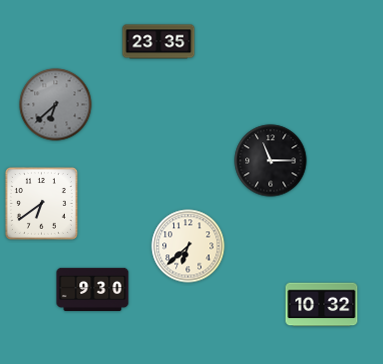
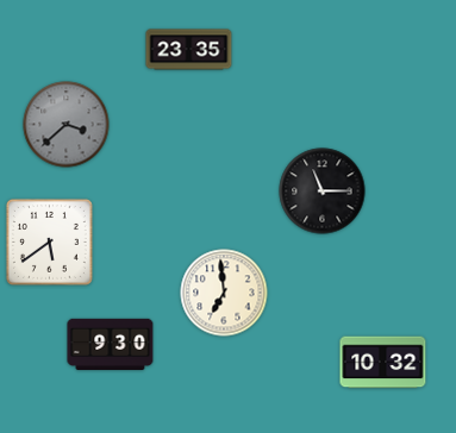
clock at (56, 105): 6:38 -> 3:38
clock at (41, 203): 6:39 -> 5:39
clock at (188, 246): 6:38 -> 6:59
